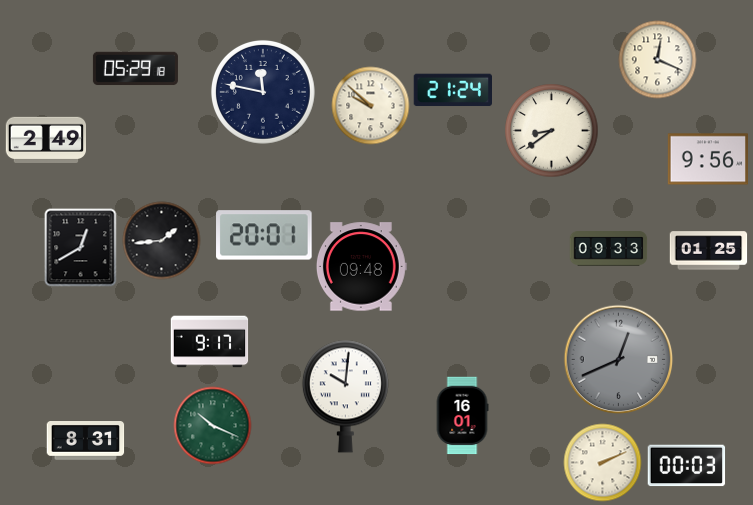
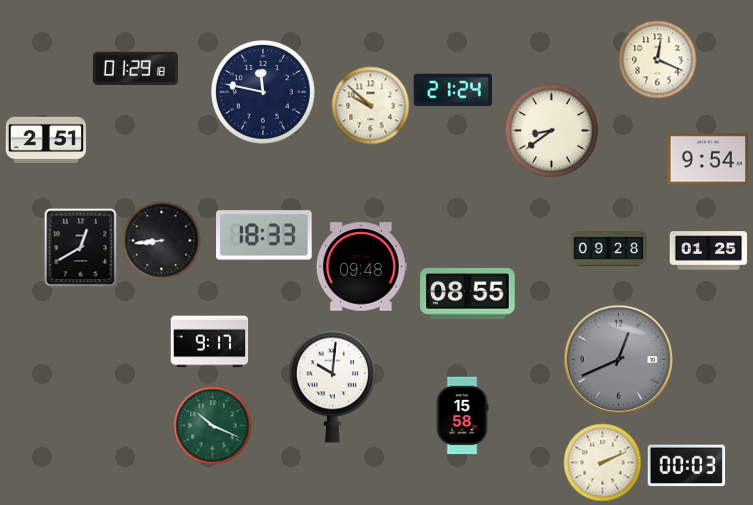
clock at (135, 69): 05:29 -> 01:29
clock at (45, 140): 2:49 -> 2:51
clock at (707, 159): 9:56 -> 9:54
clock at (264, 235): 20:01 -> 18:33
clock at (161, 240): 1:44 -> 8:44
clock at (608, 249): 09:33 -> 09:28
clock at (468, 294): none -> 08:55
clock at (345, 396) position: (345, 396) -> (332, 386)
clock at (462, 415): 16:01 -> 15:58
clock at (85, 441): 8:31 -> none
